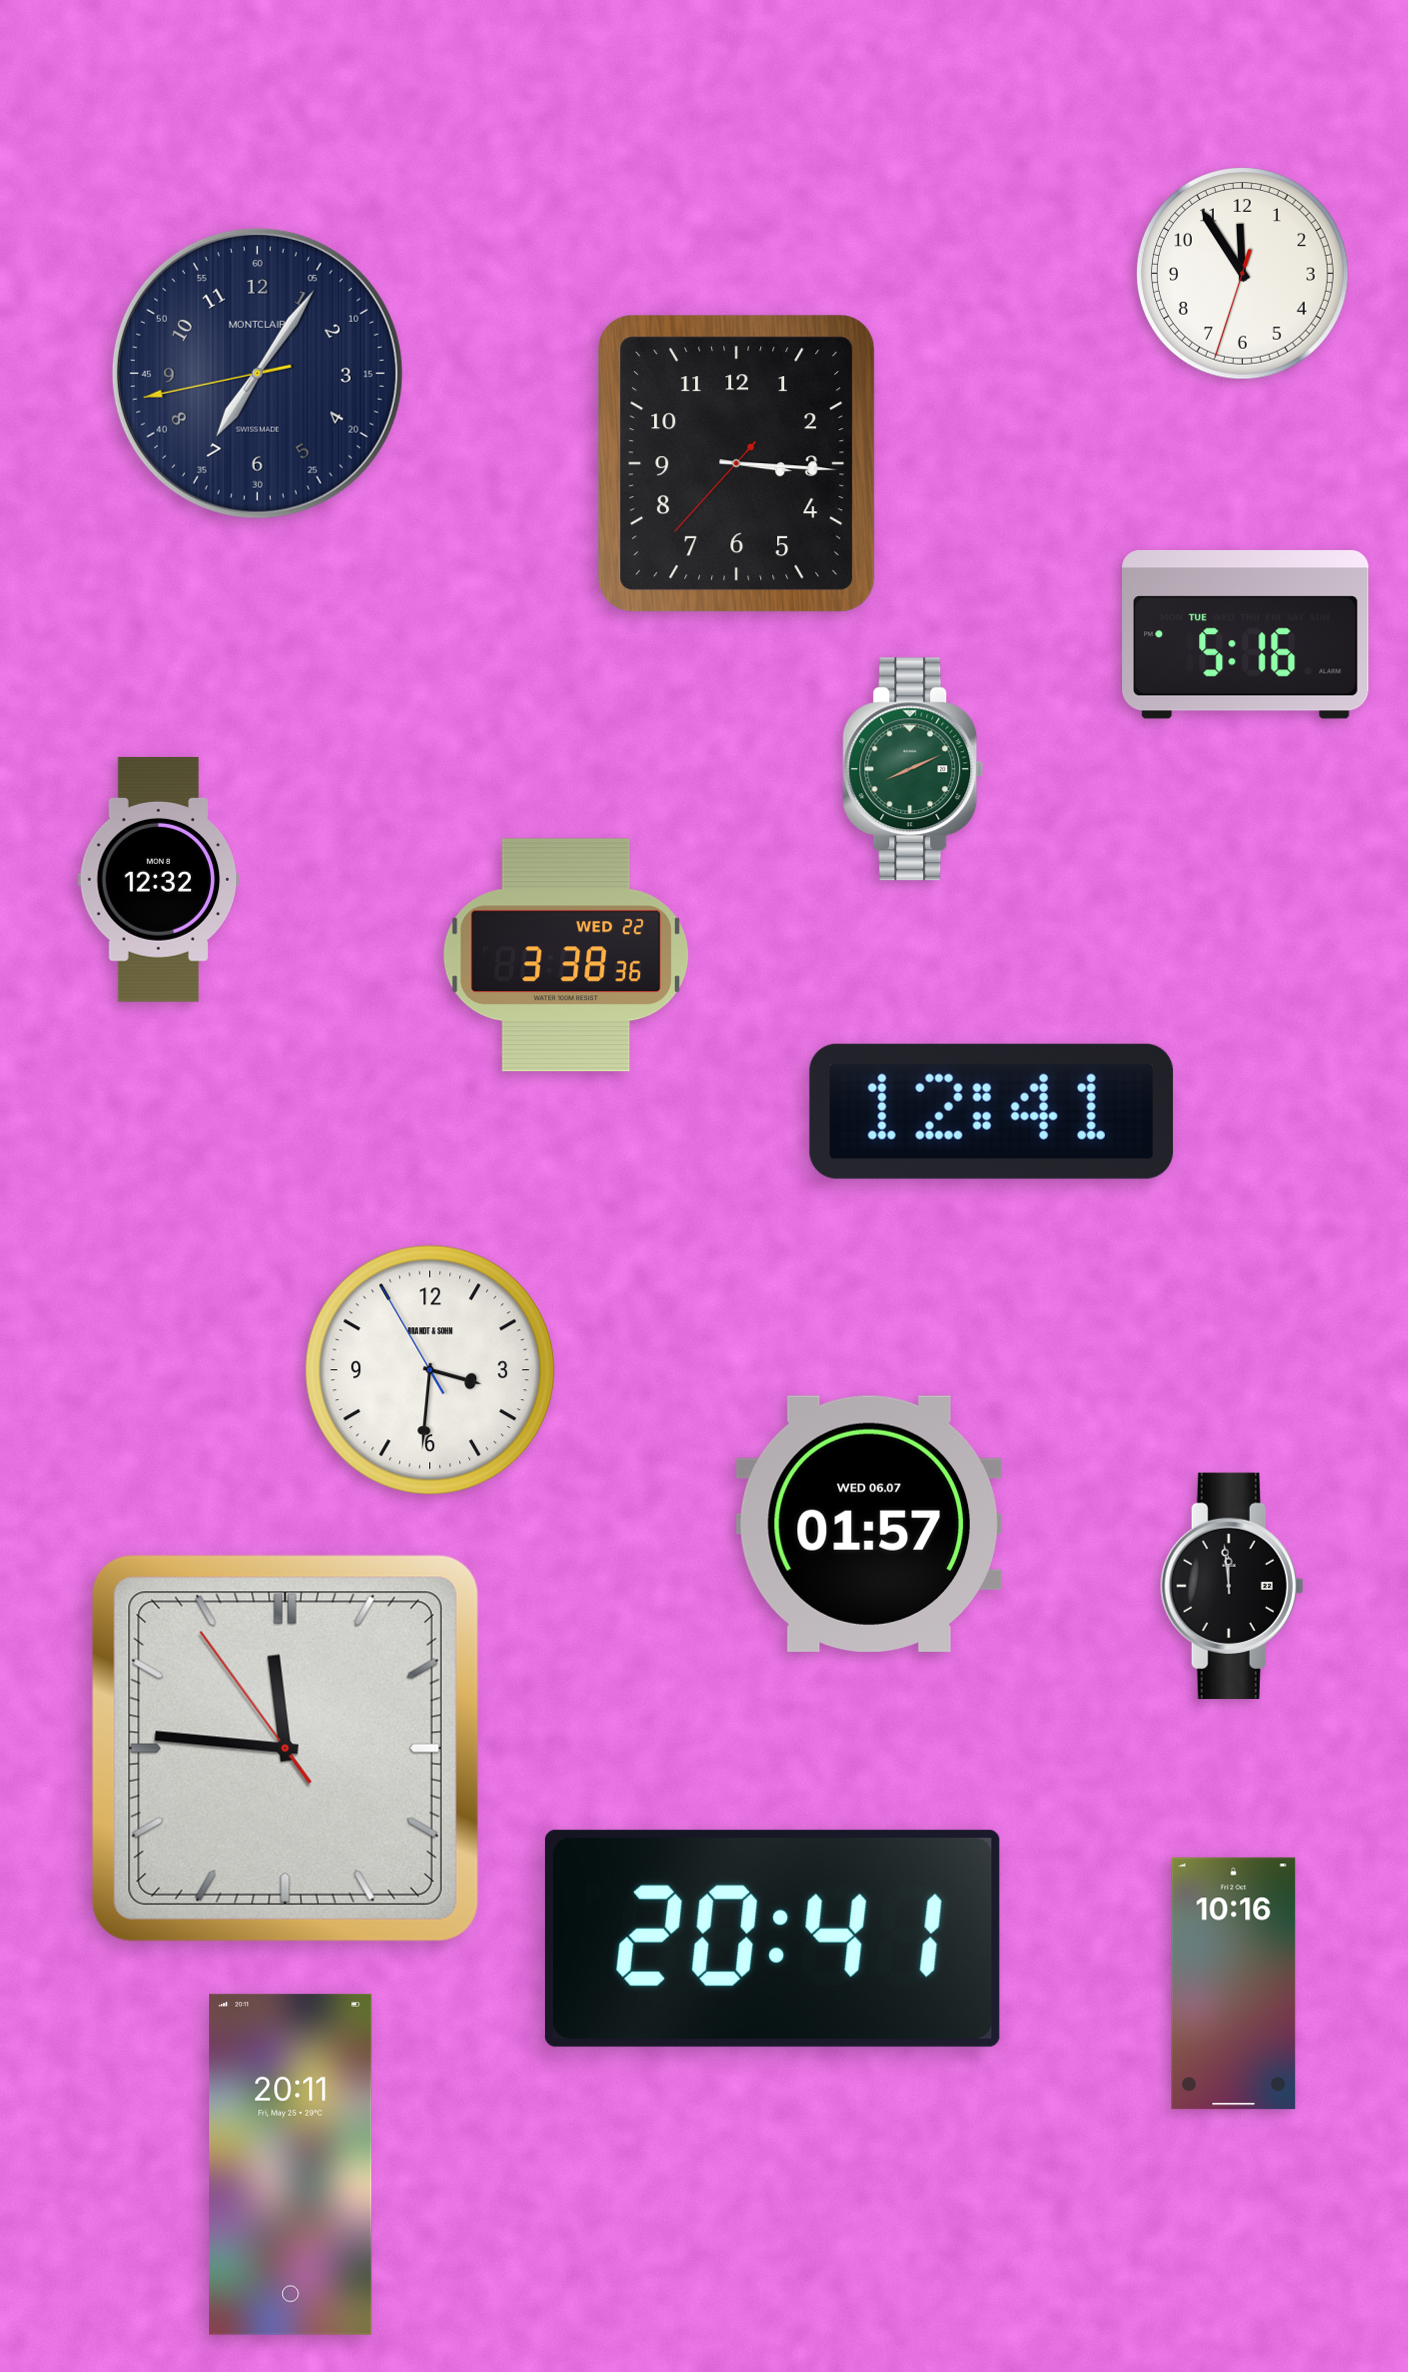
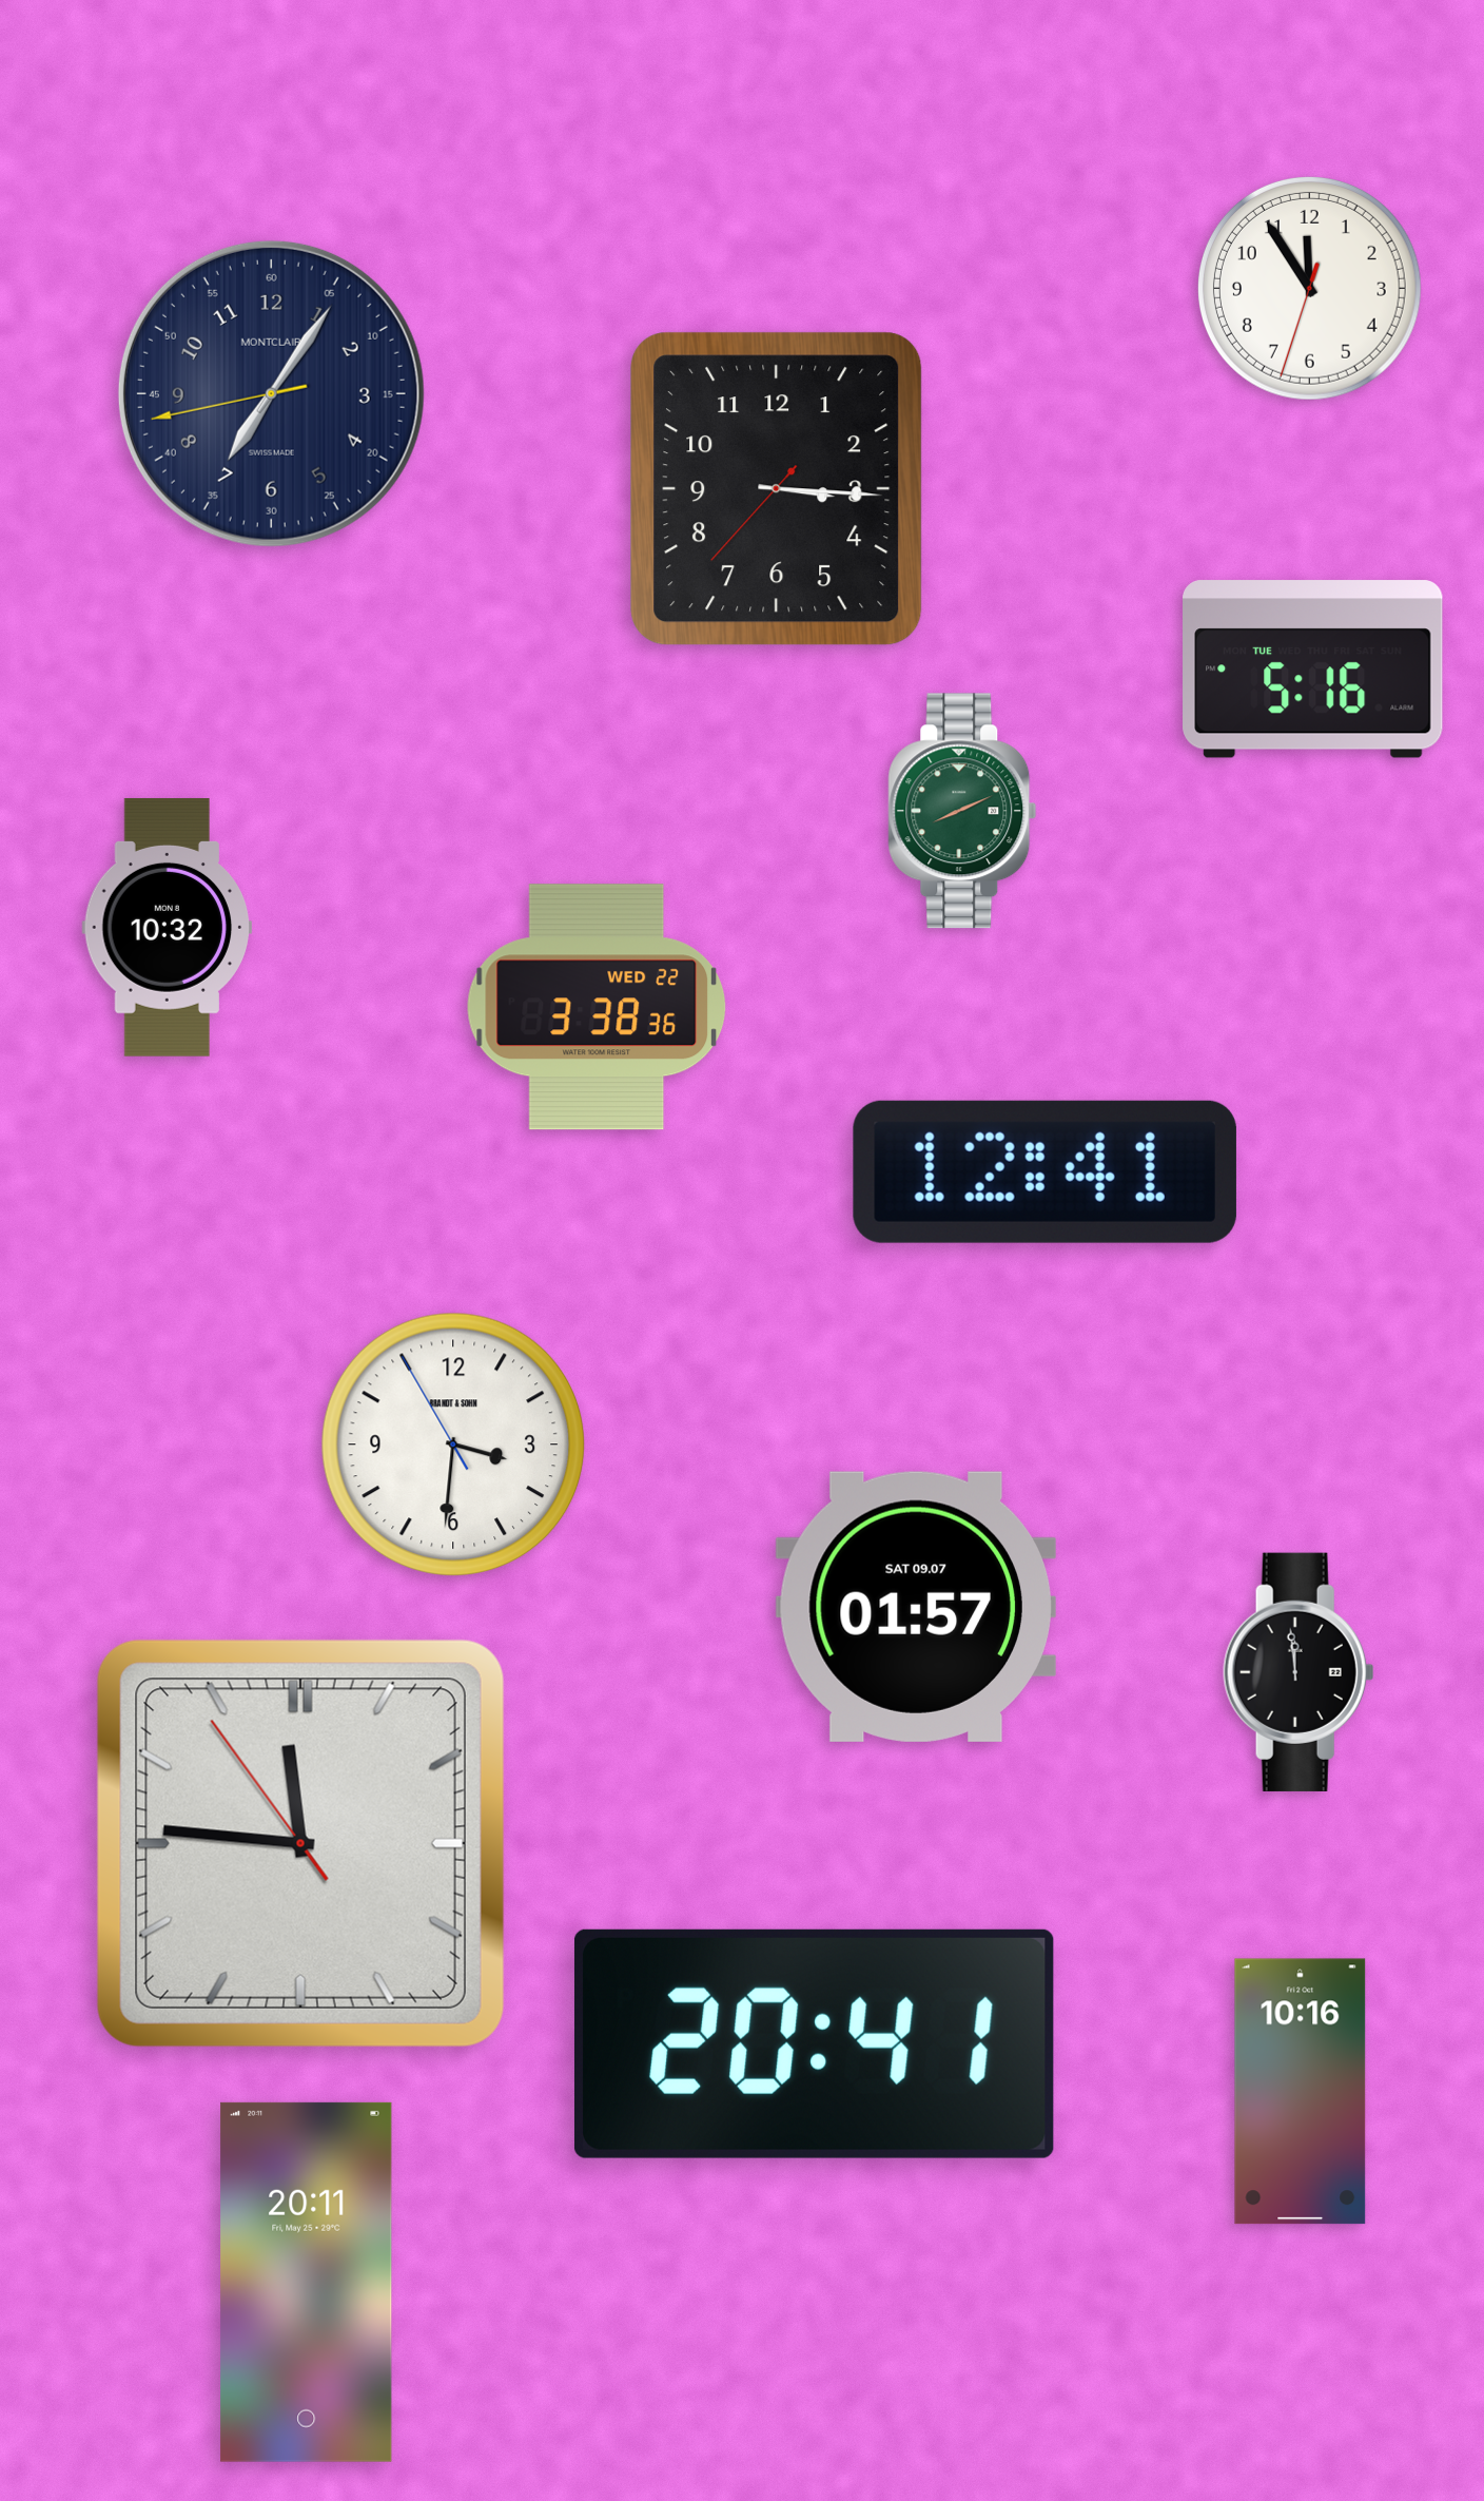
clock at (159, 879): 12:32 -> 10:32
clock at (869, 1524) date: WED 06.07 -> SAT 09.07
